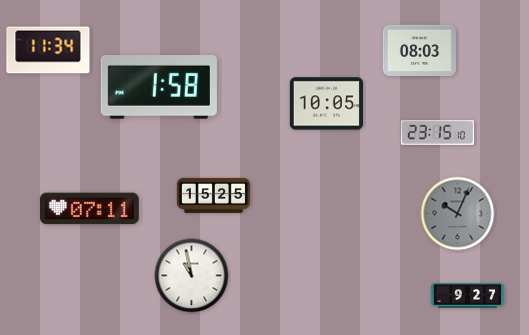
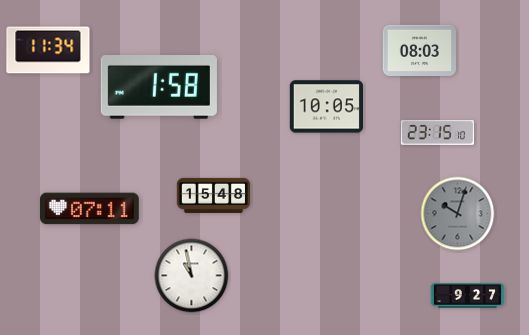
clock at (326, 104) position: (326, 104) -> (326, 107)
clock at (214, 195): 15:25 -> 15:48
clock at (458, 214): 10:04 -> 10:03
